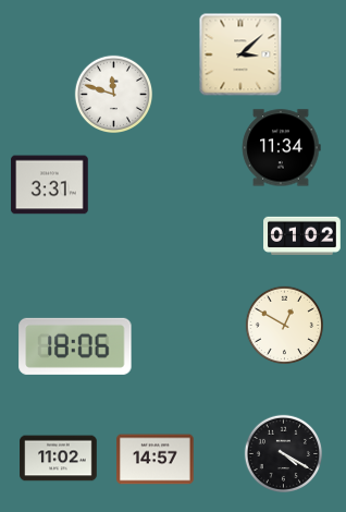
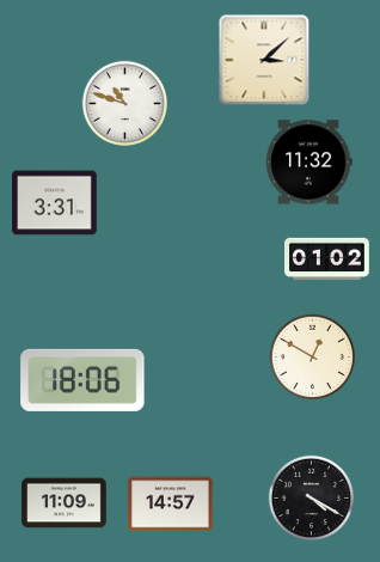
clock at (113, 94): 11:48 -> 10:48
clock at (282, 148): 11:34 -> 11:32
clock at (302, 235) position: (302, 235) -> (327, 258)
clock at (59, 459): 11:02 -> 11:09
